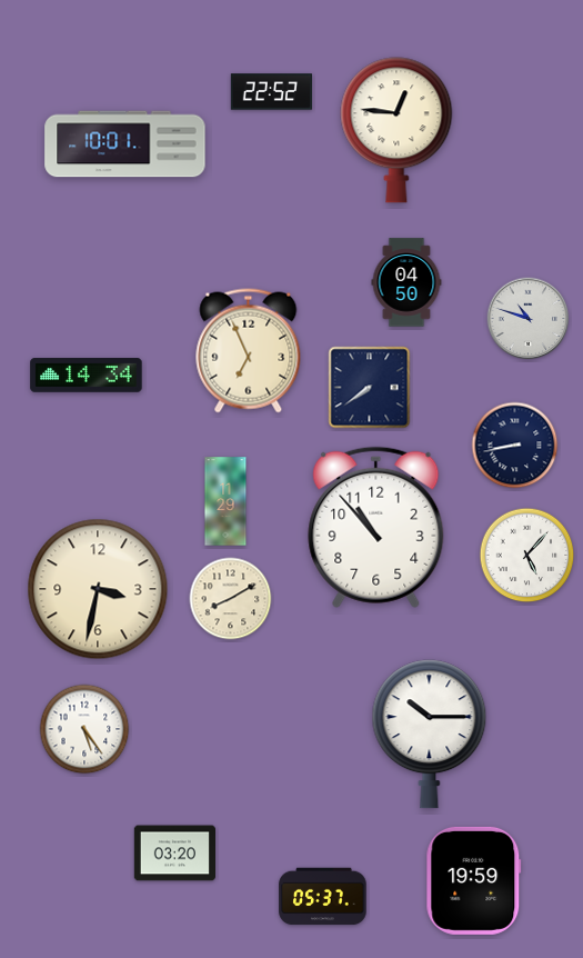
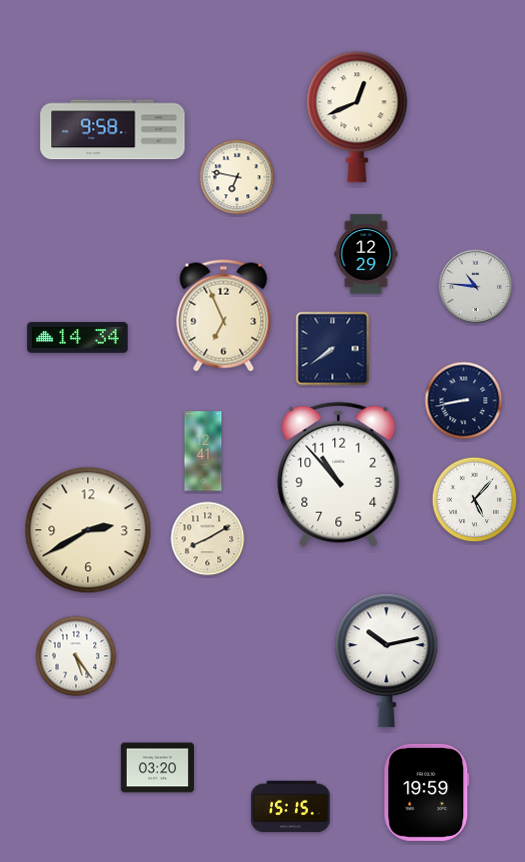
clock at (271, 92): 22:52 -> none
clock at (396, 130): 12:46 -> 12:41
clock at (125, 144): 10:01 -> 9:58
clock at (237, 177): none -> 6:47
clock at (406, 282): 04:50 -> 12:29
clock at (529, 319): 10:48 -> 10:46
clock at (225, 501): 11:29 -> 12:41
clock at (98, 589): 3:32 -> 2:40
clock at (430, 735): 10:15 -> 10:13
clock at (323, 897): 05:37 -> 15:15
